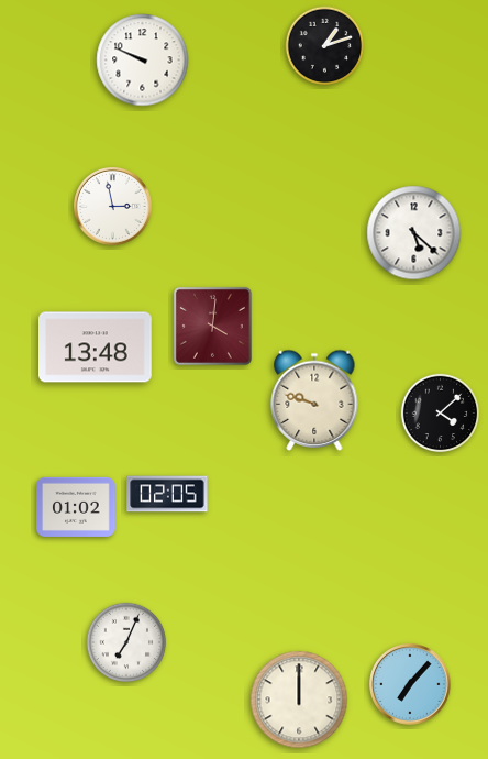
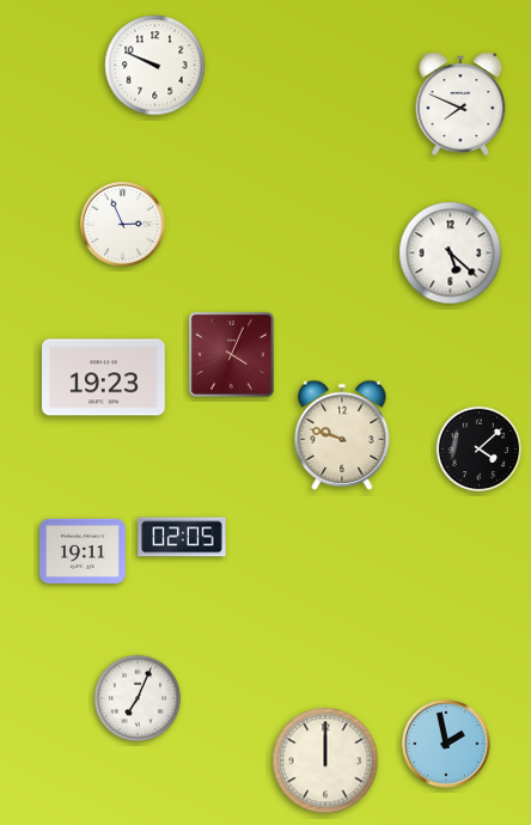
clock at (325, 46): 1:12 -> none
clock at (460, 104): none -> 7:49
clock at (112, 206): 2:58 -> 2:56
clock at (212, 326): 4:01 -> 4:04
clock at (96, 348): 13:48 -> 19:23
clock at (76, 507): 01:02 -> 19:11
clock at (410, 684): 7:07 -> 1:58
